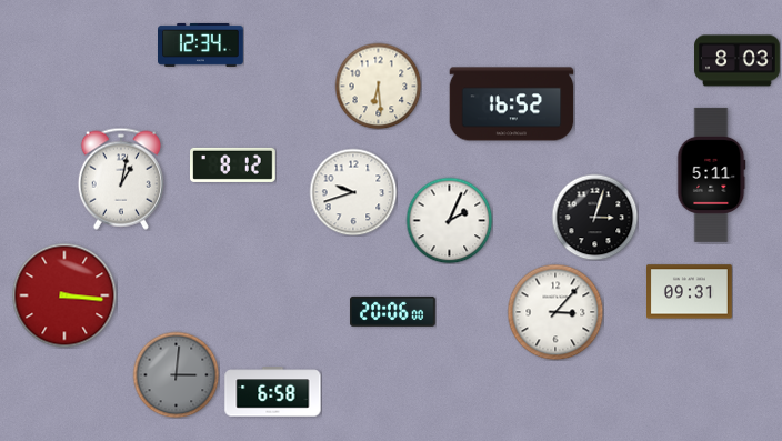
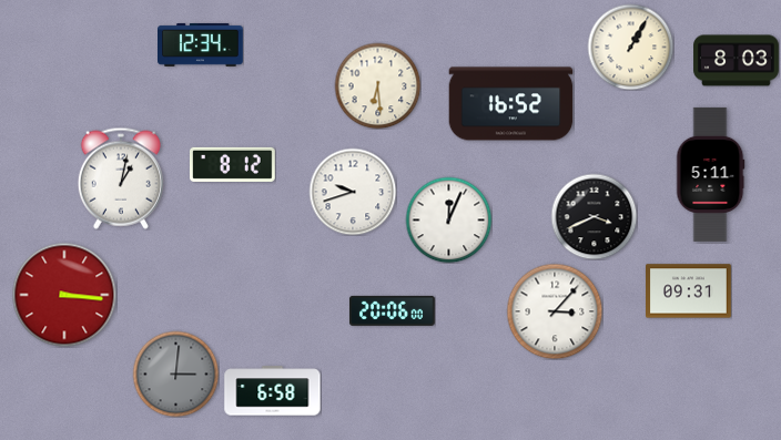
clock at (630, 47): none -> 1:05
clock at (594, 217): 3:03 -> 3:41
clock at (449, 220): 2:04 -> 12:04
